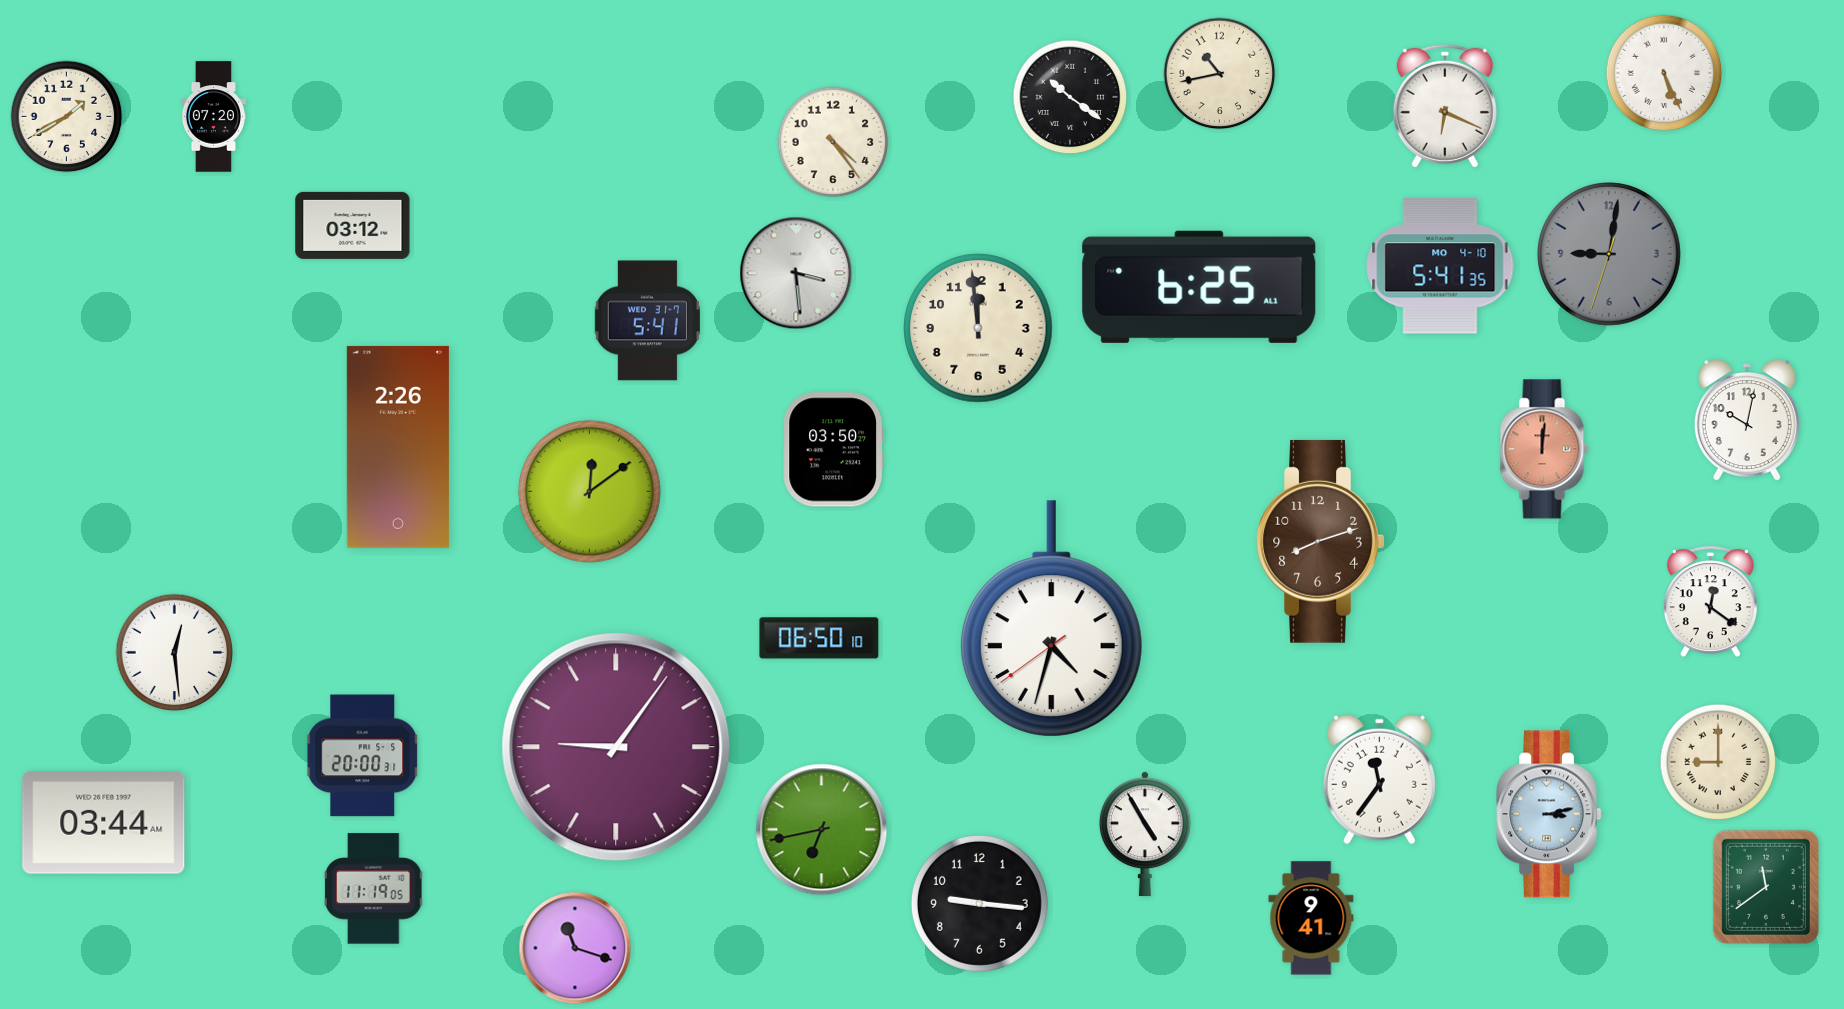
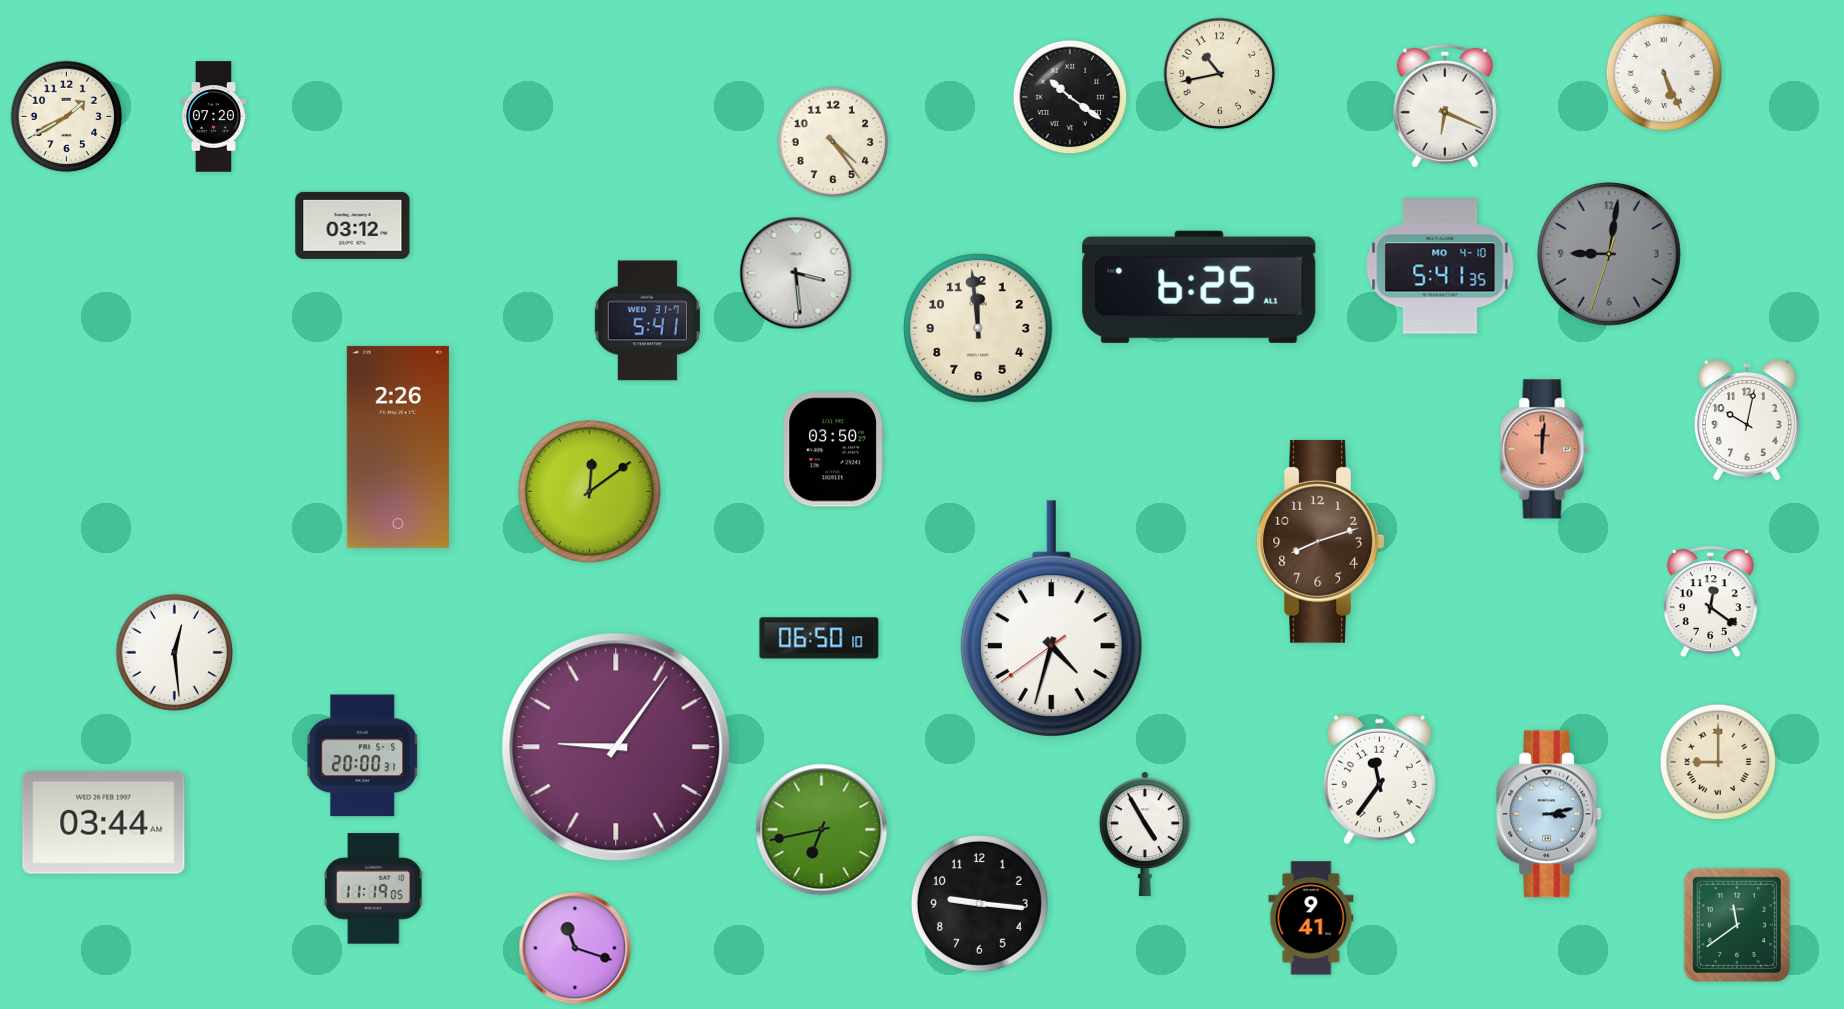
clock at (1766, 887) position: (1766, 887) -> (1737, 925)
